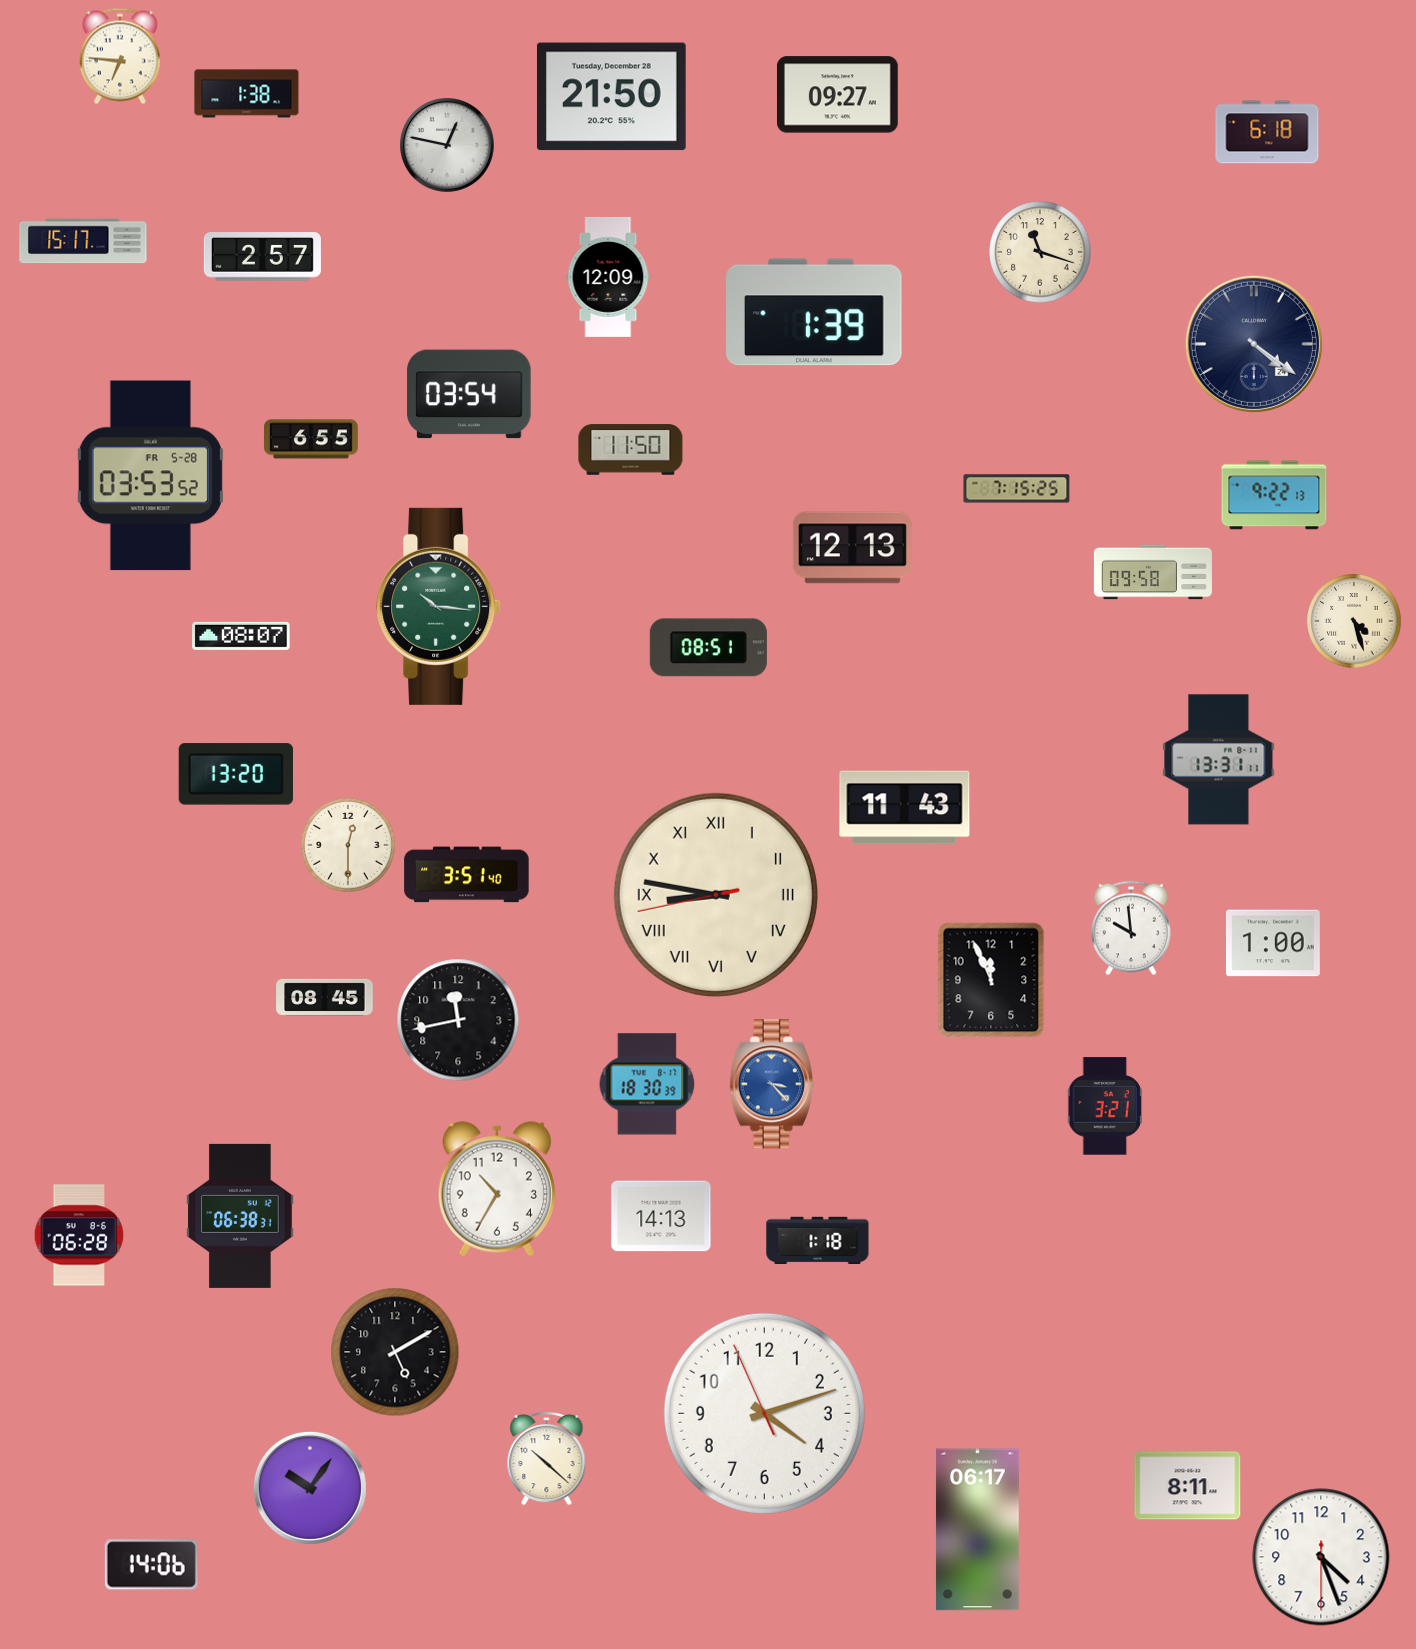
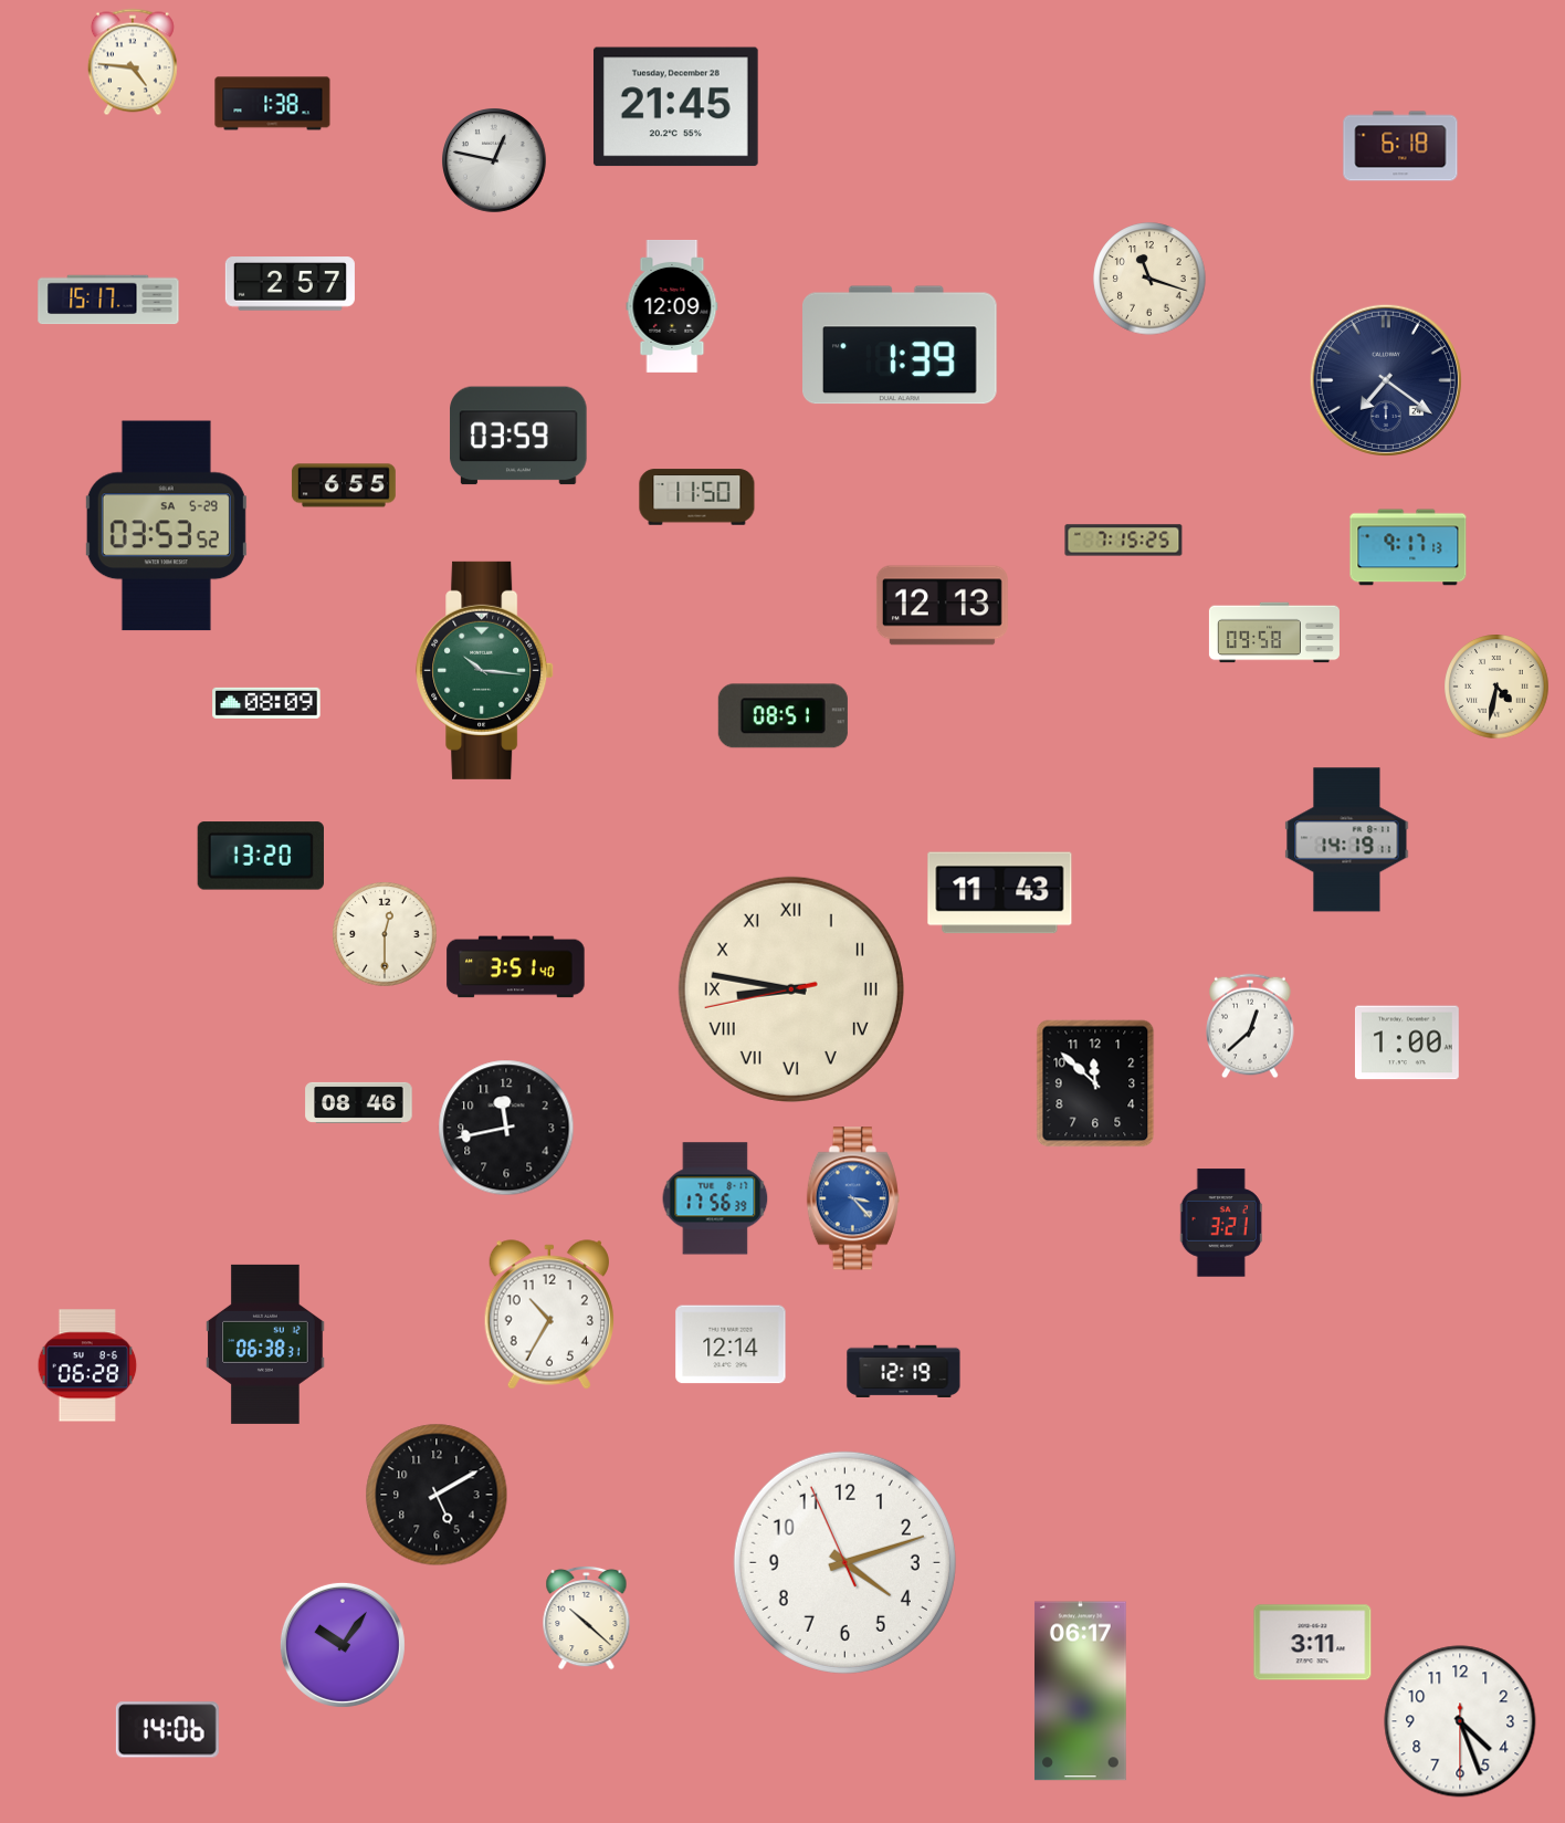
clock at (120, 56): 6:46 -> 4:46
clock at (837, 95): 09:27 -> none
clock at (611, 97): 21:50 -> 21:45
clock at (83, 241) position: (83, 241) -> (108, 300)
clock at (1254, 344): 4:21 -> 7:21
clock at (469, 394): 03:54 -> 03:59
clock at (150, 476) date: FR 5-28 -> SA 5-29
clock at (1274, 495): 9:22 -> 9:17
clock at (1354, 621): 4:27 -> 4:32
clock at (241, 636): 08:07 -> 08:09
clock at (1219, 760): 13:31 -> 14:19
clock at (1131, 928): 9:59 -> 12:38
clock at (991, 980): 11:56 -> 11:52
clock at (325, 997): 08:45 -> 08:46
clock at (647, 1084): 18:30 -> 17:56
clock at (661, 1216): 14:13 -> 12:14
clock at (818, 1240): 1:18 -> 12:19
clock at (547, 1458) position: (547, 1458) -> (587, 1617)
clock at (1188, 1486): 8:11 -> 3:11
